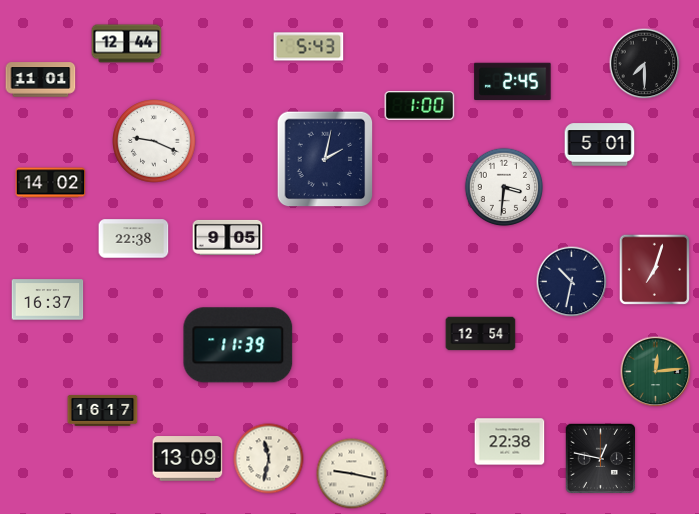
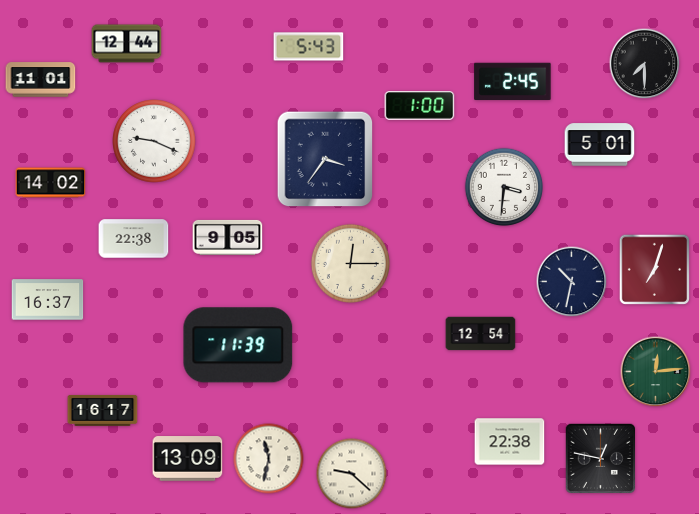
clock at (325, 159): 2:02 -> 3:36
clock at (350, 263): none -> 12:15
clock at (352, 474): 9:17 -> 9:22
